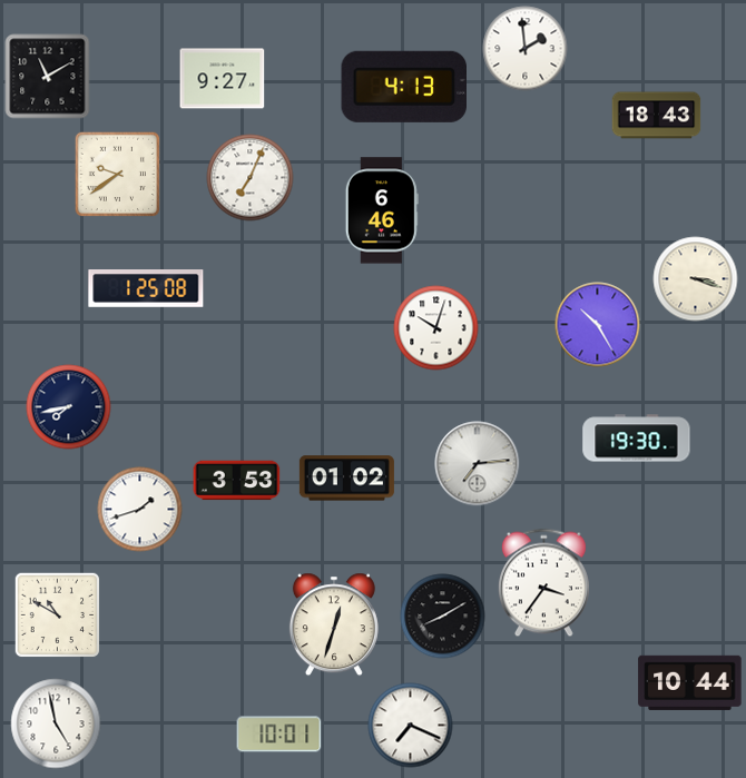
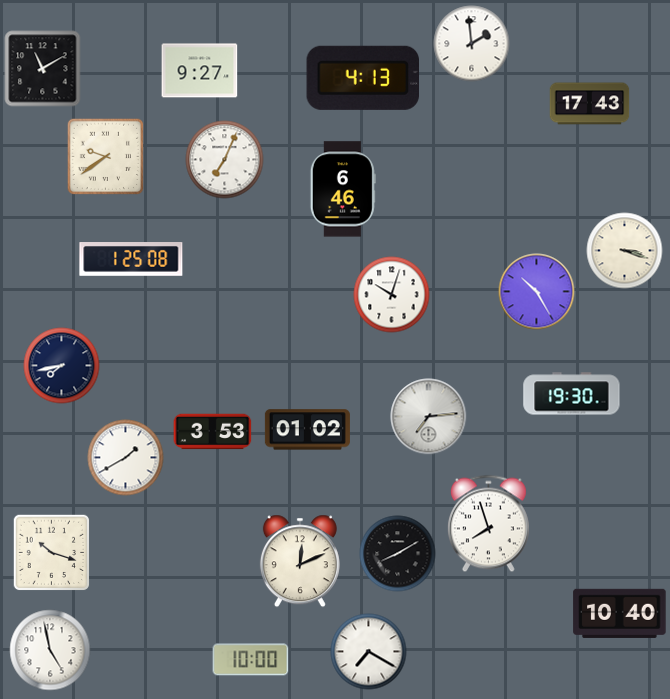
clock at (657, 116): 18:43 -> 17:43
clock at (346, 479) position: (346, 479) -> (307, 430)
clock at (140, 510): 1:42 -> 1:40
clock at (543, 583): 3:36 -> 7:57
clock at (57, 614): 10:50 -> 10:18
clock at (334, 624): 12:33 -> 12:11
clock at (690, 682): 10:44 -> 10:40
clock at (411, 726): 7:19 -> 7:20
clock at (279, 735): 10:01 -> 10:00
